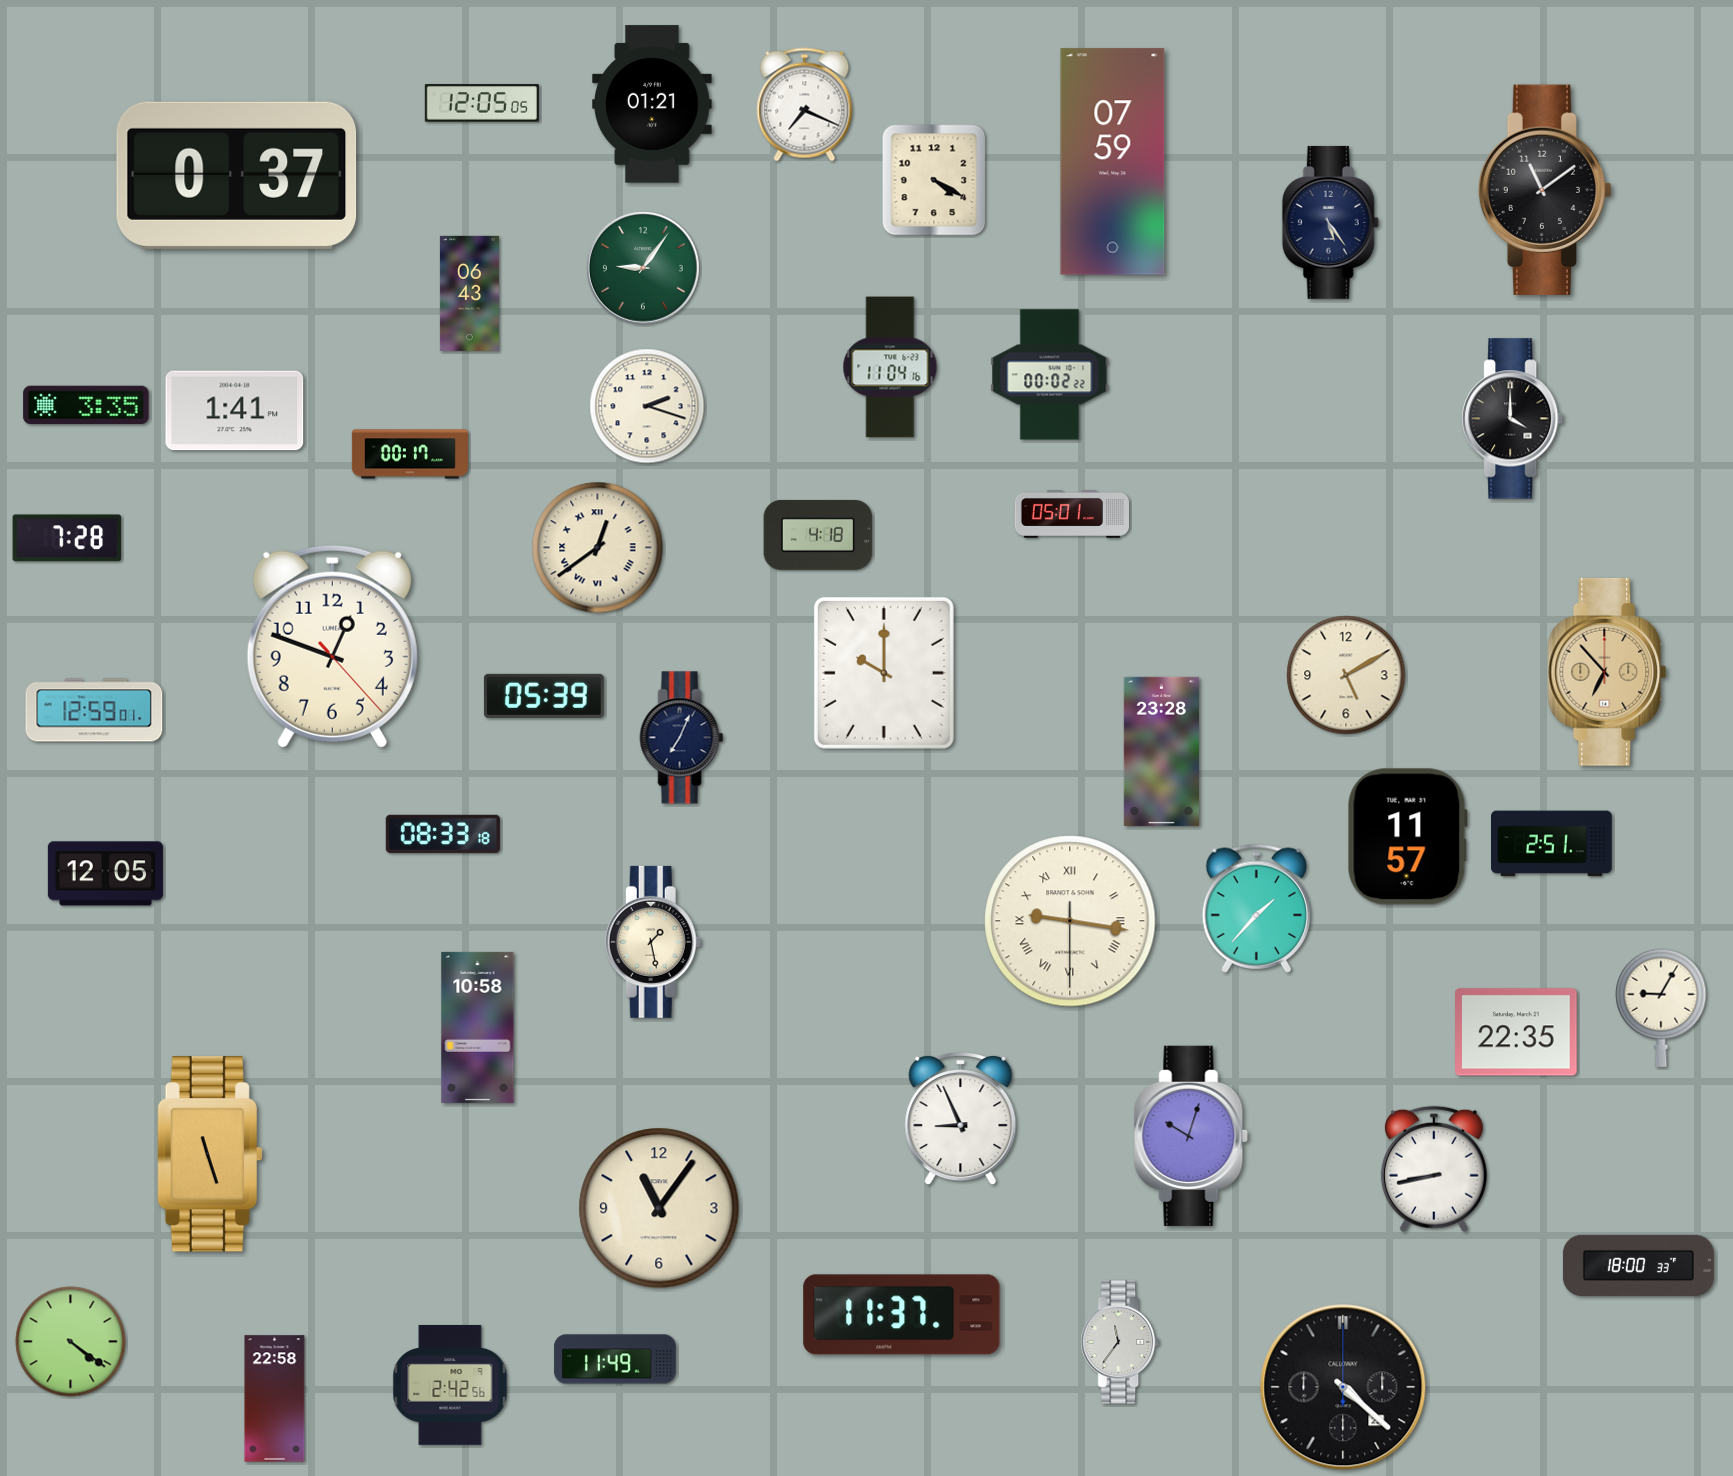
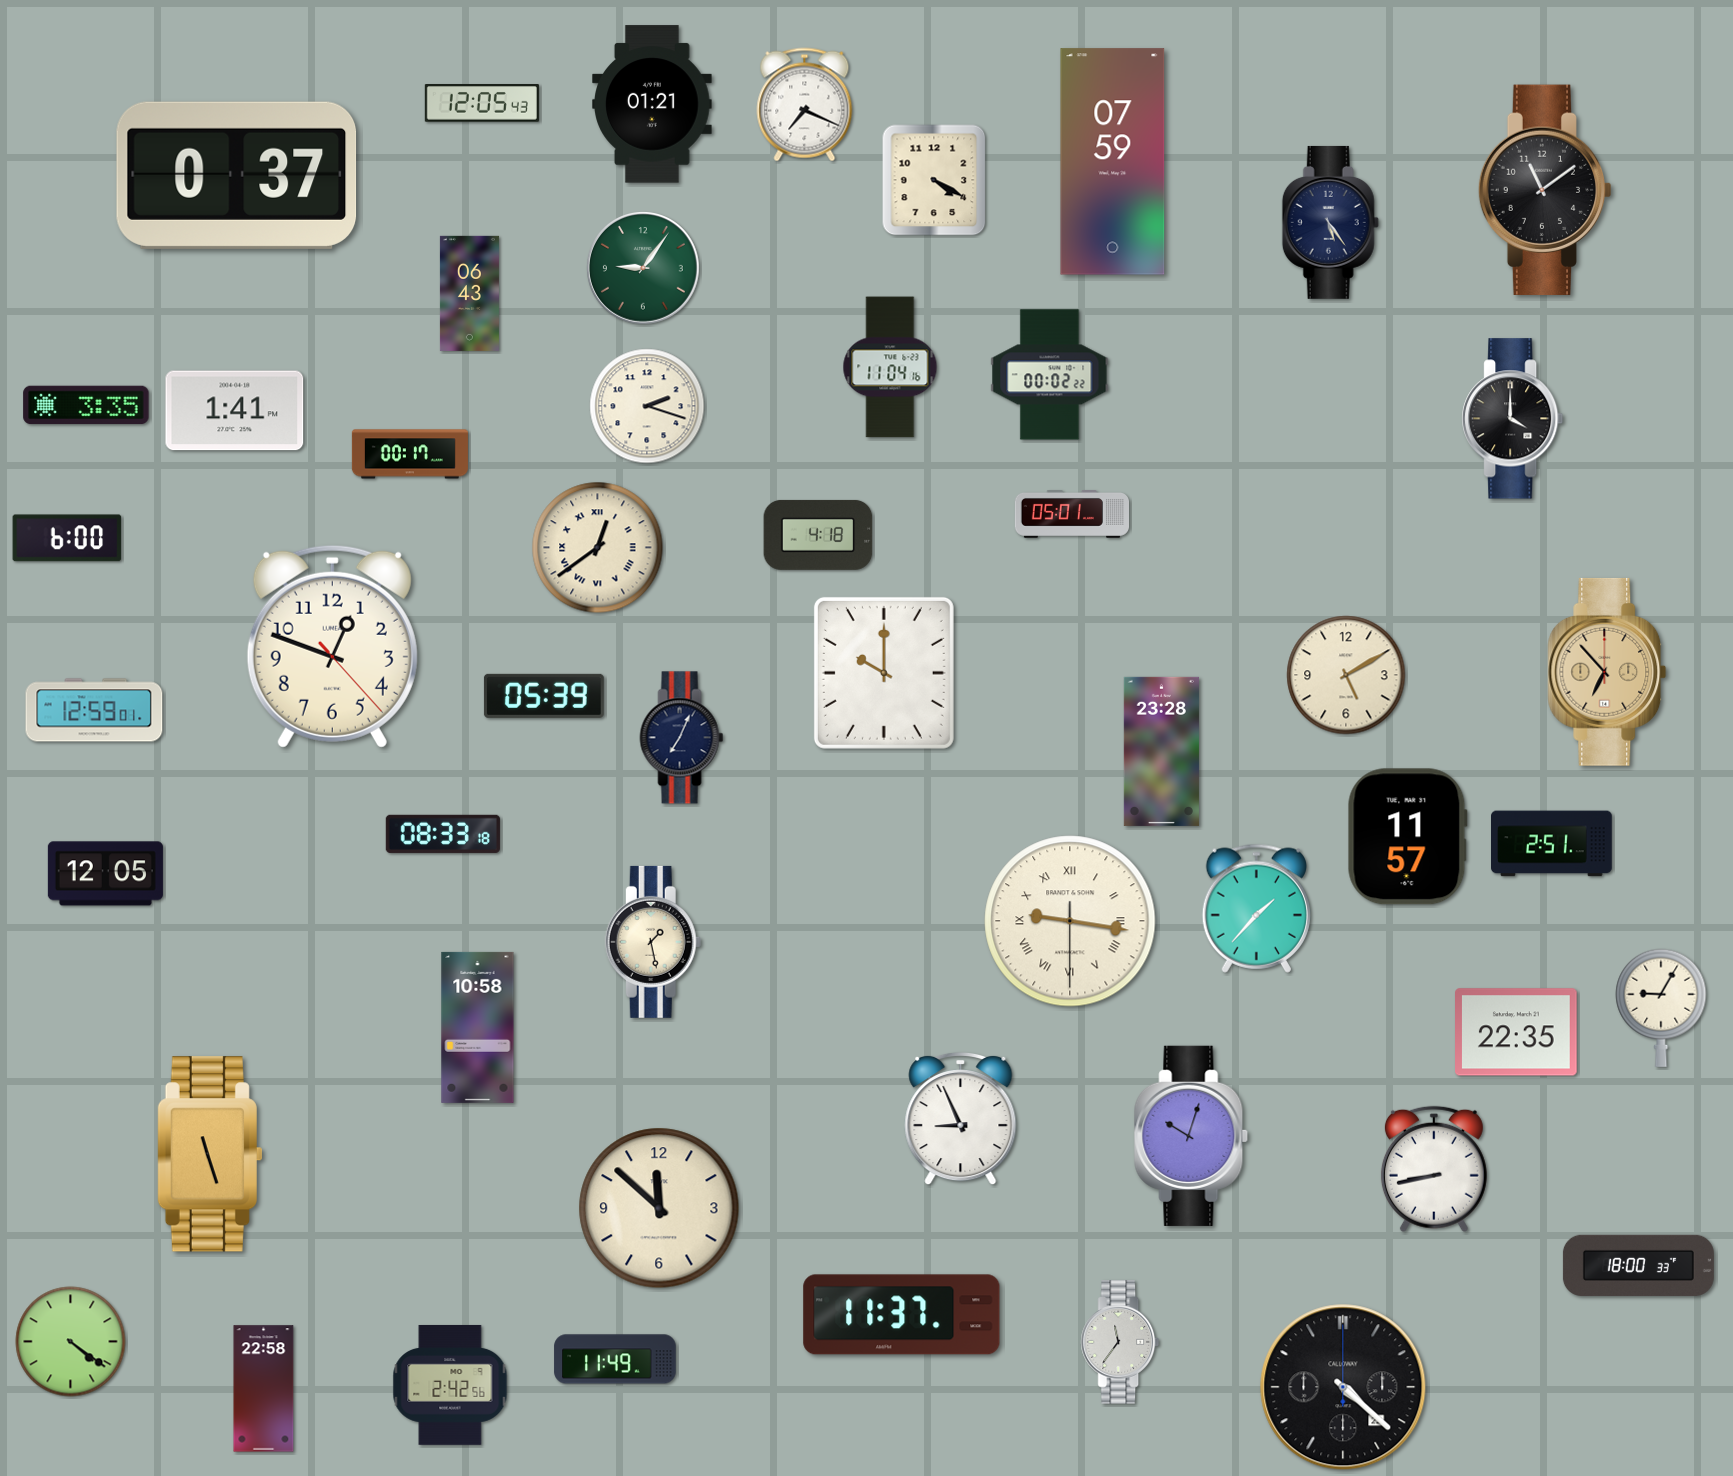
clock at (482, 103): 12:05:05 -> 12:05:43
clock at (67, 538): 7:28 -> 6:00
clock at (659, 1208): 11:06 -> 11:52
clock at (275, 1399) position: (275, 1399) -> (264, 1389)
